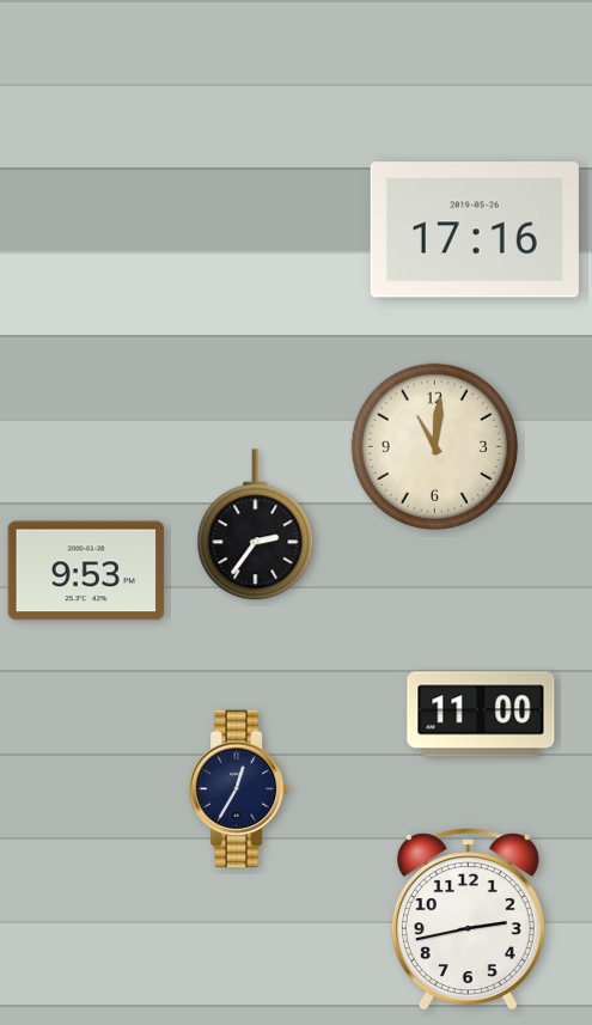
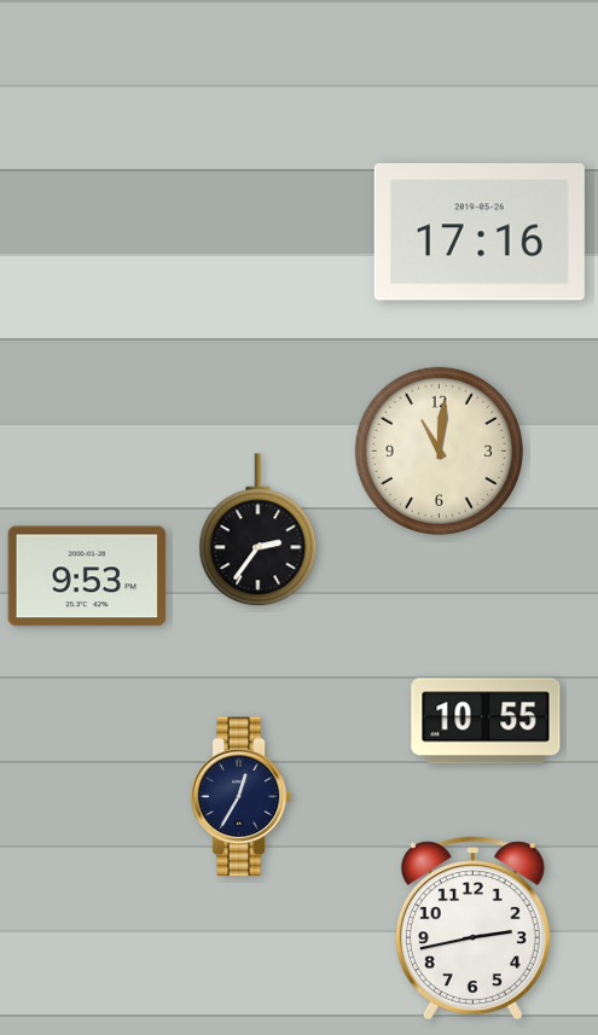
clock at (481, 714): 11:00 -> 10:55
